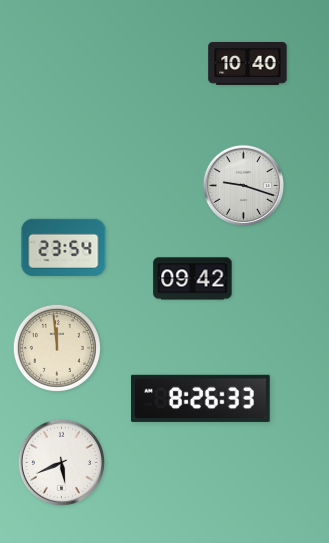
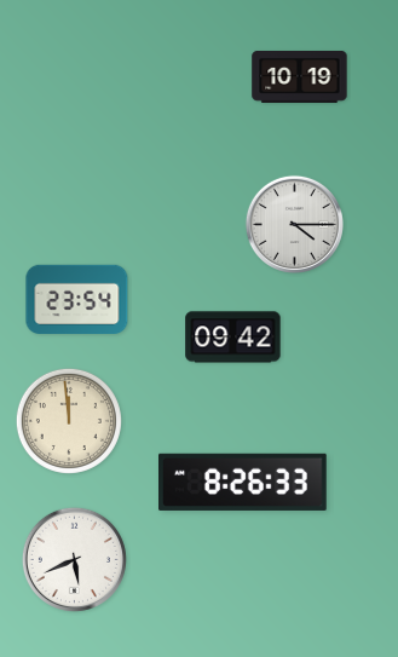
clock at (248, 63): 10:40 -> 10:19
clock at (243, 185): 9:18 -> 4:15
